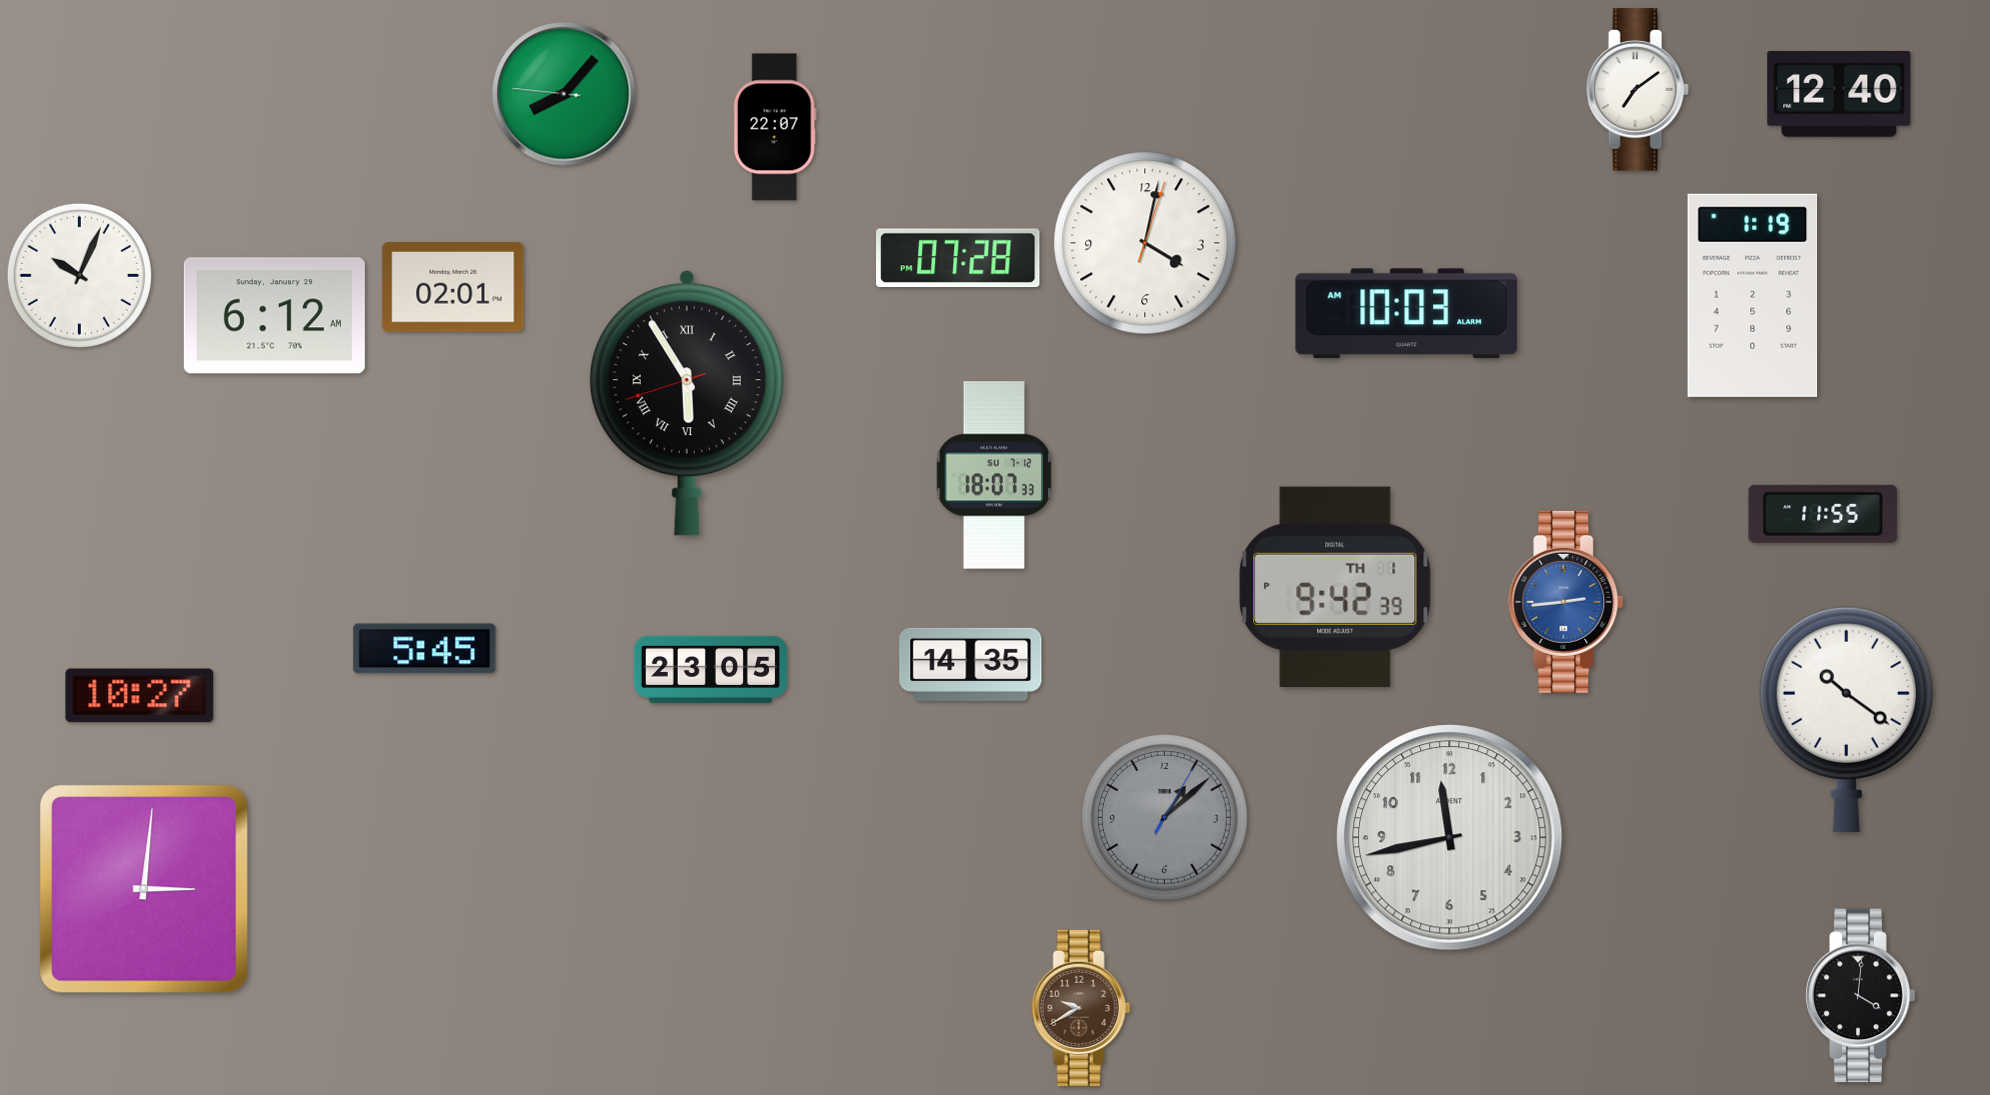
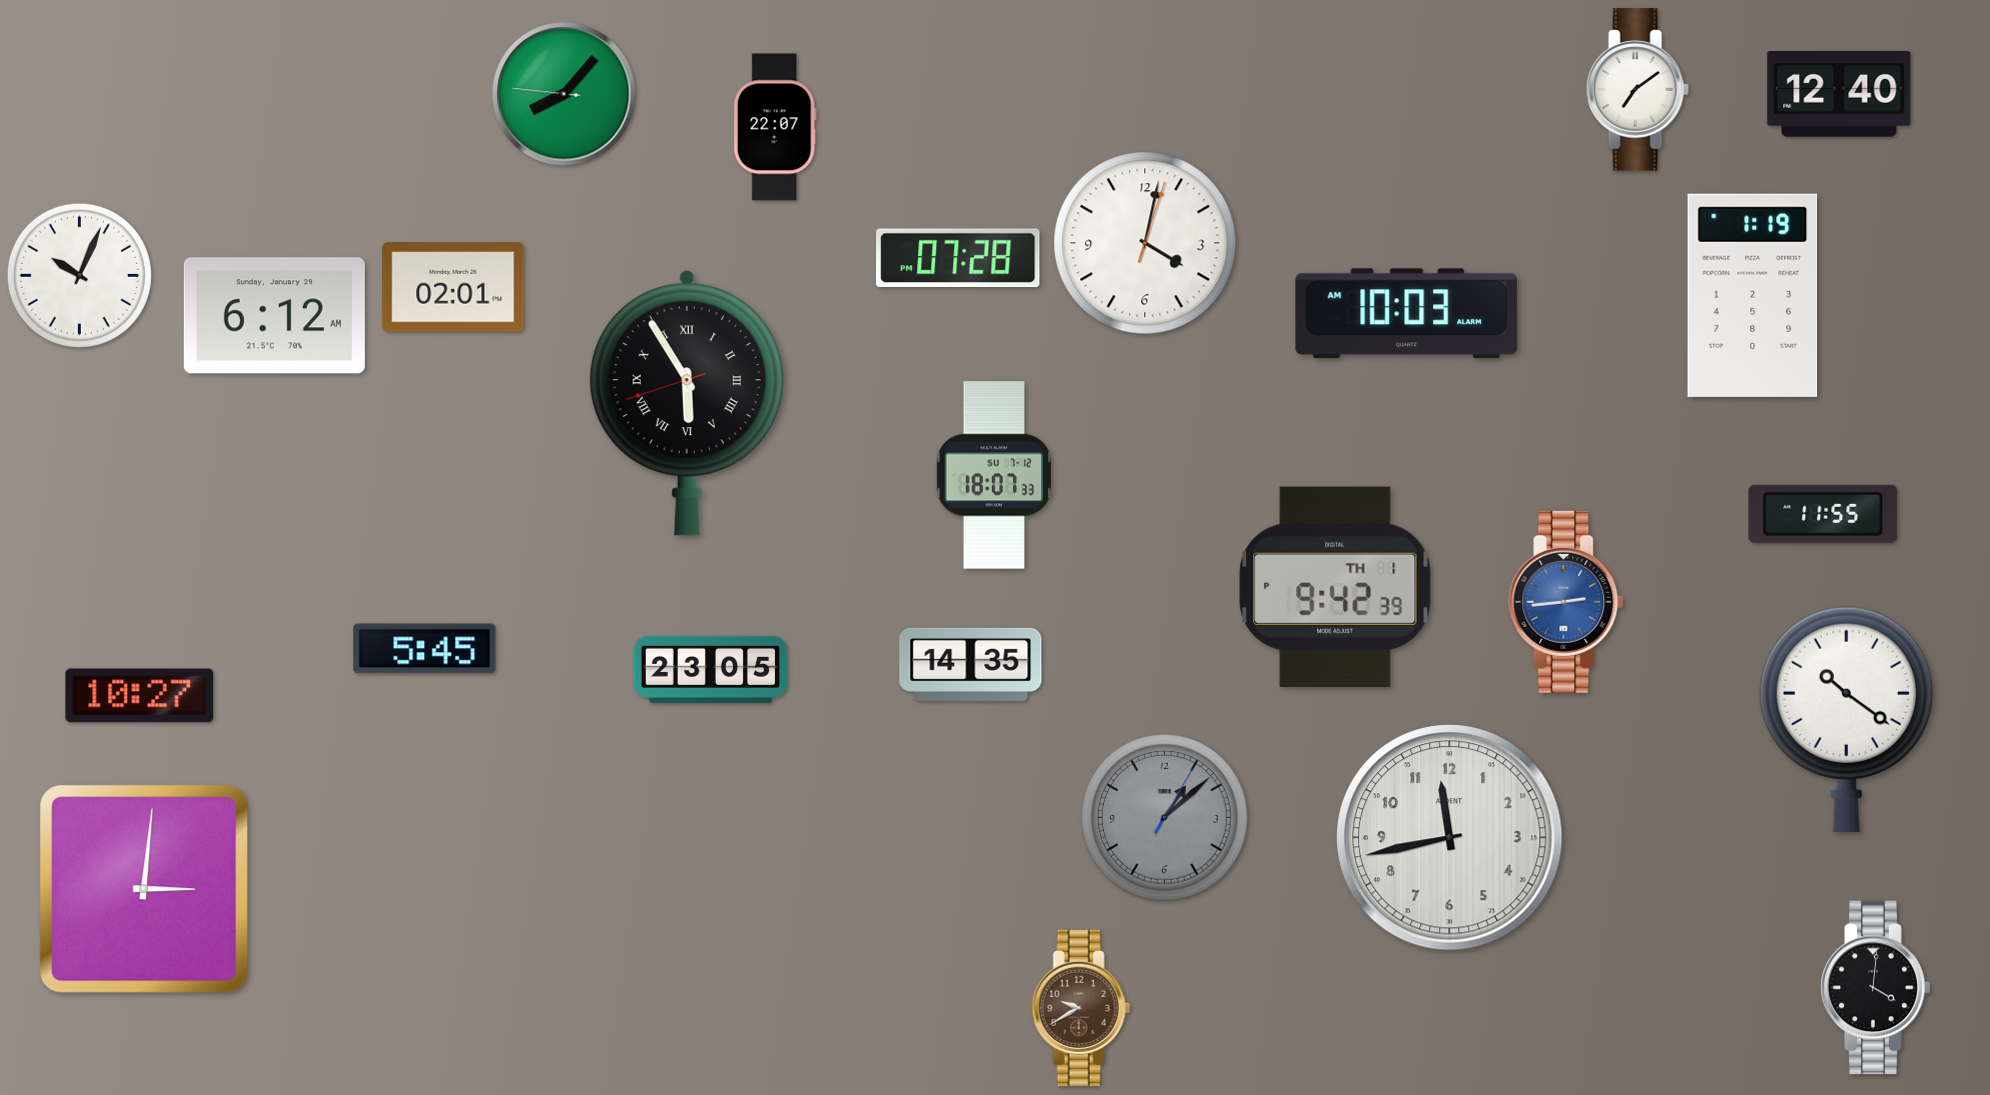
clock at (1861, 996) position: (1861, 996) -> (1876, 988)
